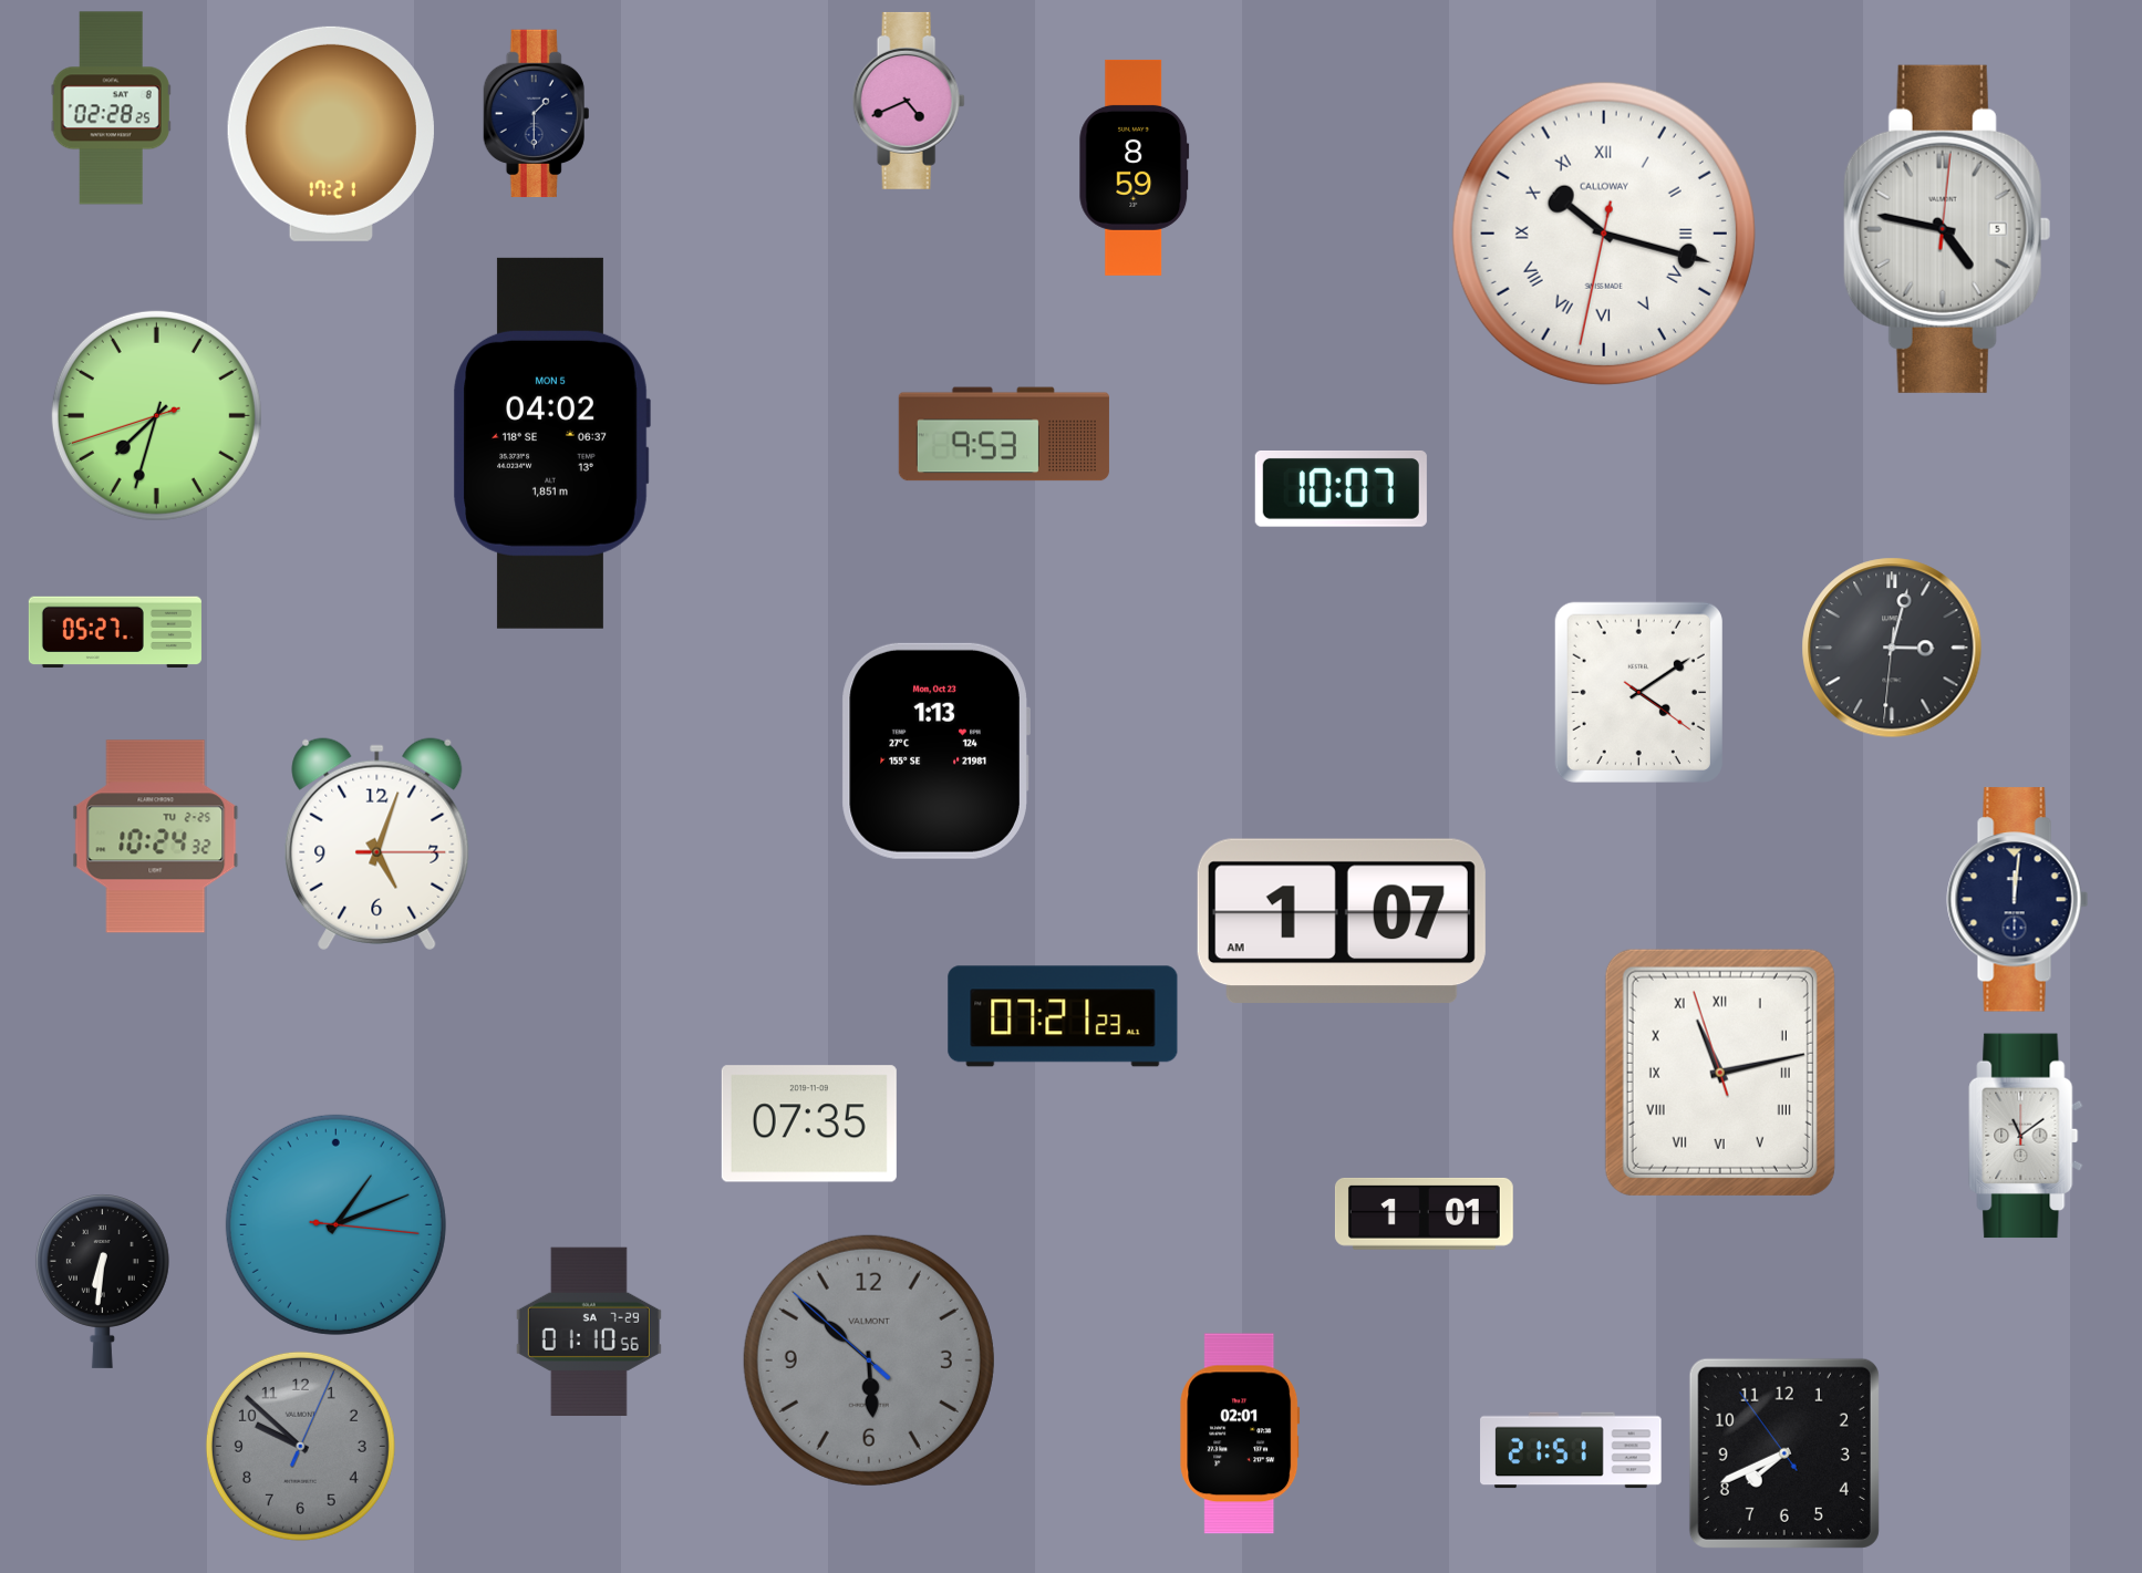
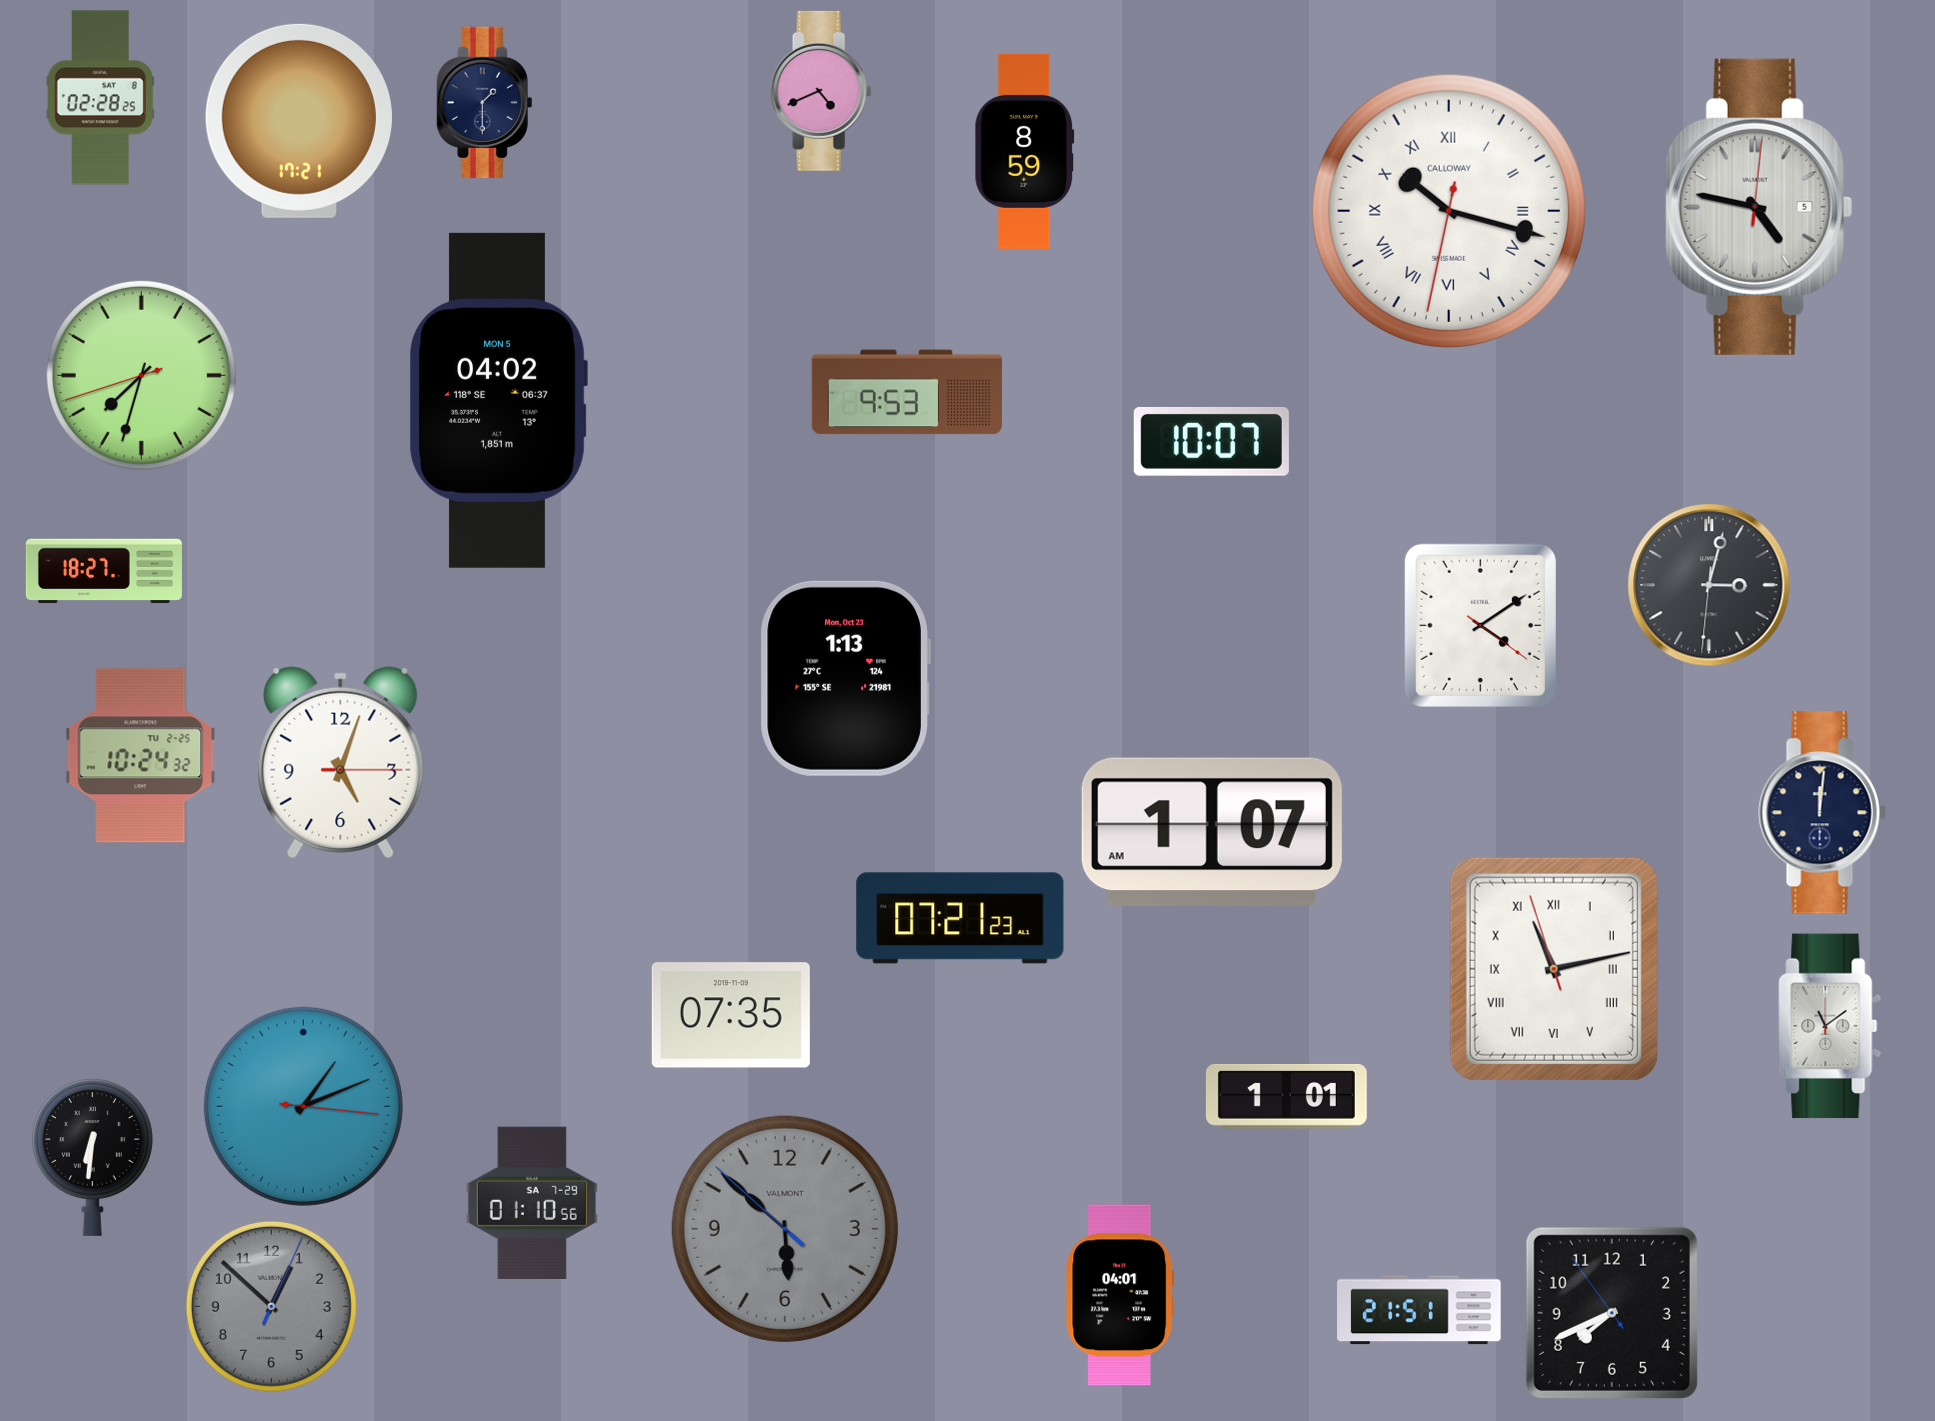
clock at (115, 632): 05:27 -> 18:27
clock at (1240, 1434): 02:01 -> 04:01
clock at (300, 1446): 9:52 -> 12:52
